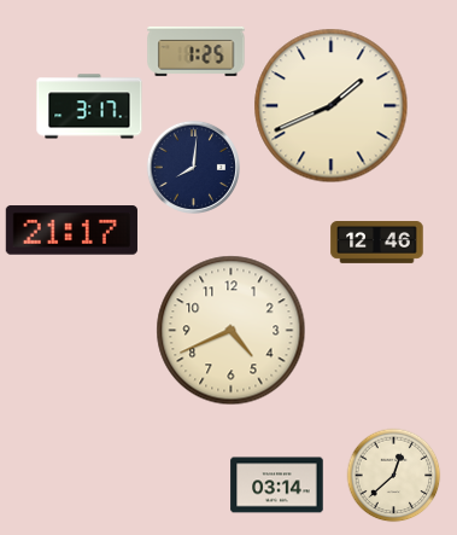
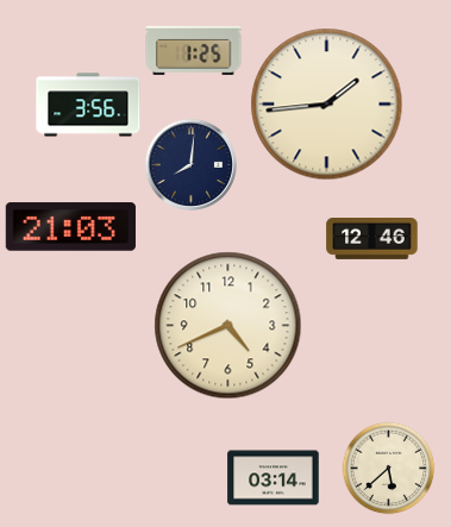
clock at (89, 106): 3:17 -> 3:56
clock at (332, 106): 1:41 -> 1:44
clock at (71, 231): 21:17 -> 21:03
clock at (393, 475): 12:38 -> 5:38
